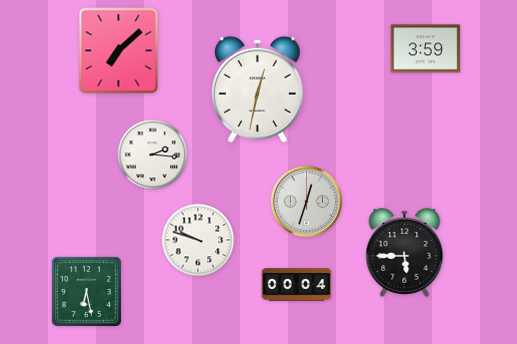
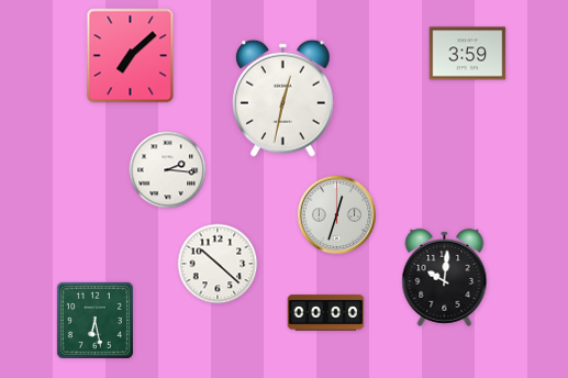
clock at (306, 201) position: (306, 201) -> (336, 214)
clock at (198, 240): 9:48 -> 10:22
clock at (405, 252): 5:45 -> 10:01
clock at (297, 285): 00:04 -> 00:00
